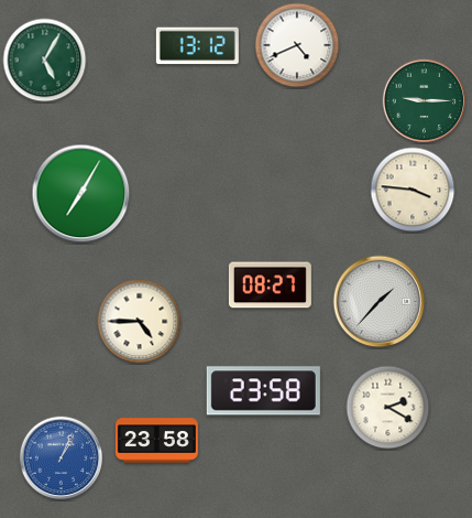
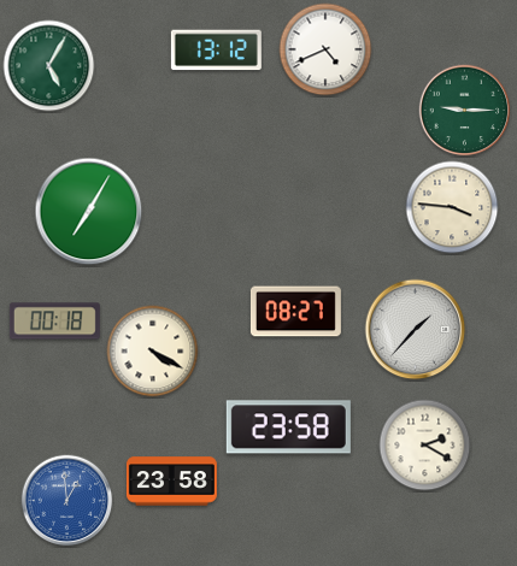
clock at (54, 322): none -> 00:18
clock at (140, 322): 4:45 -> 4:20
clock at (62, 458): 1:04 -> 12:59
